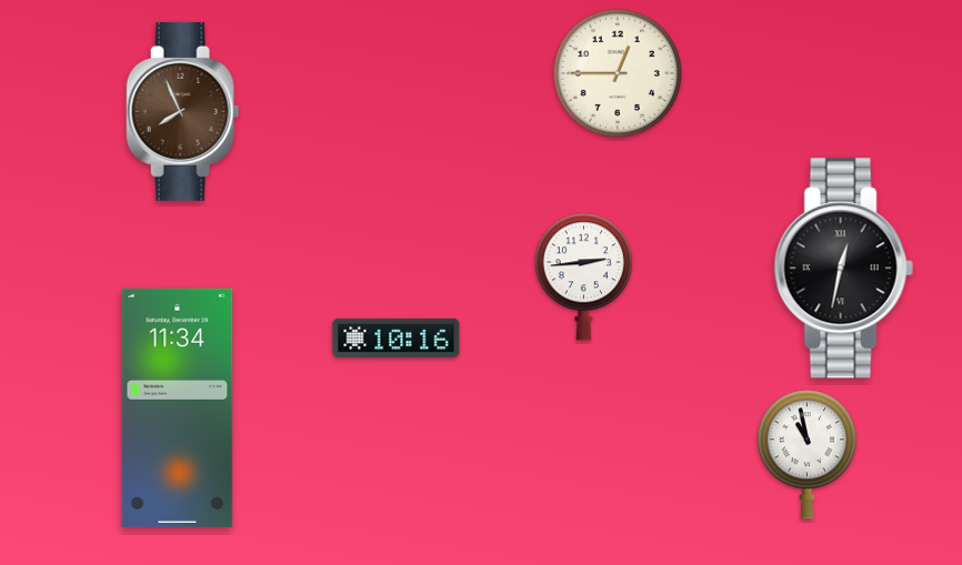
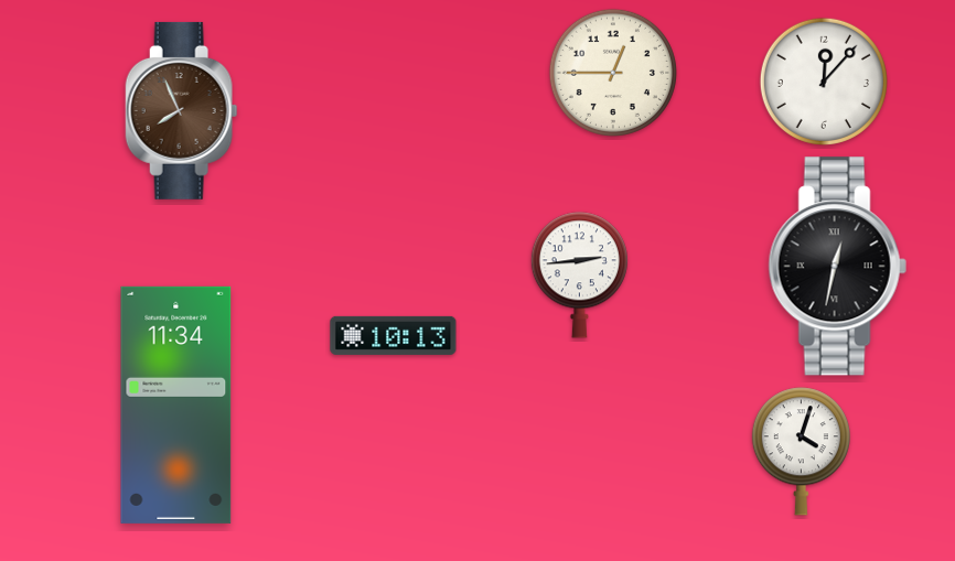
clock at (824, 82): none -> 12:07
clock at (397, 337): 10:16 -> 10:13
clock at (806, 455): 10:58 -> 4:03
